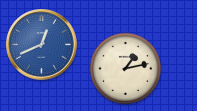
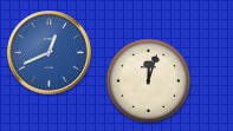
clock at (125, 68): 1:13 -> 12:03
